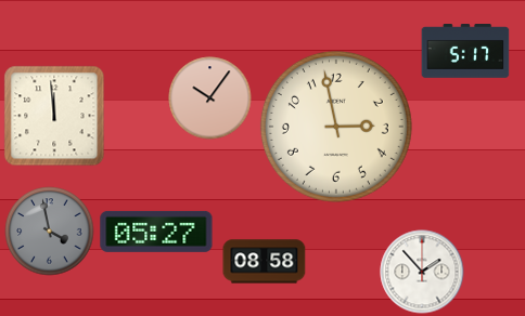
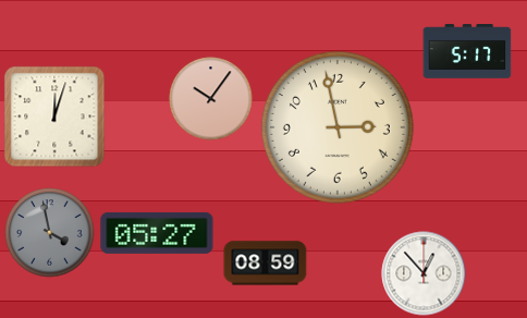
clock at (54, 116): 11:59 -> 12:03
clock at (265, 262): 08:58 -> 08:59
clock at (422, 272): 1:53 -> 12:53
